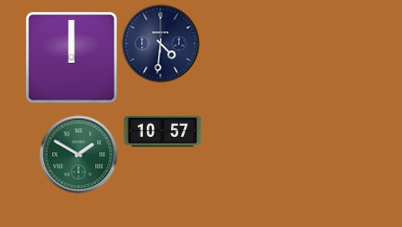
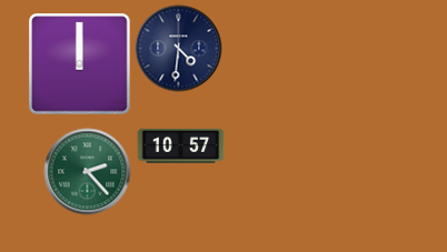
clock at (78, 154): 1:50 -> 2:23
